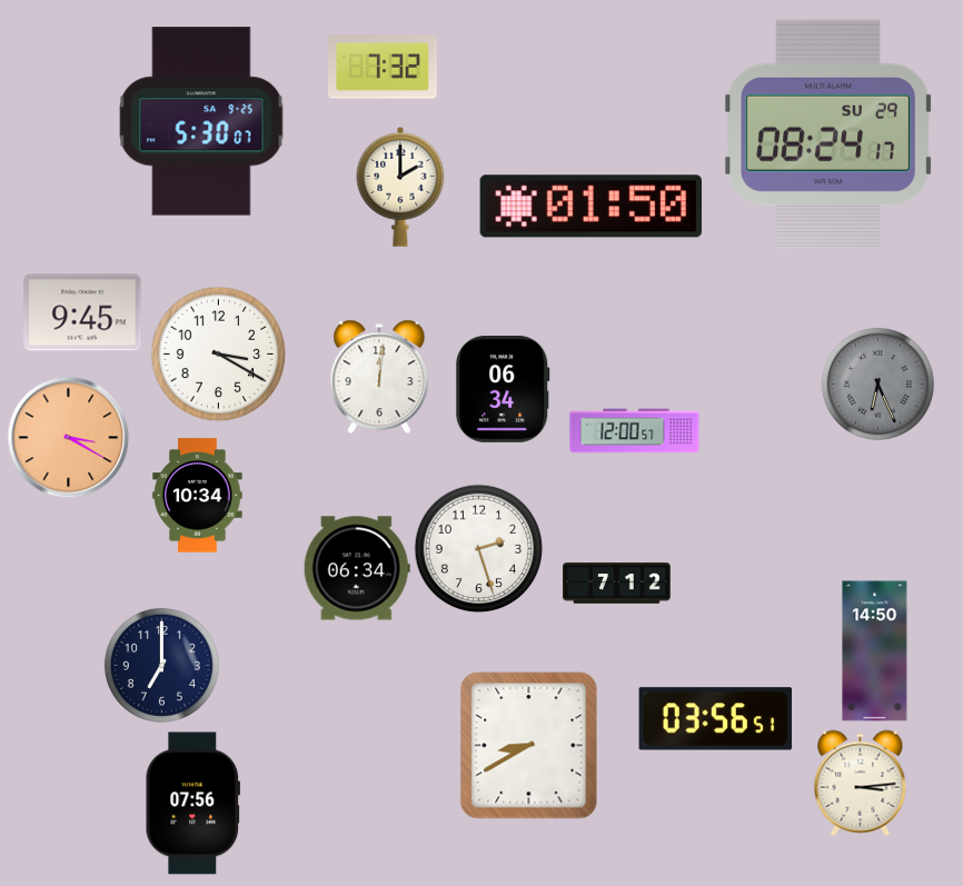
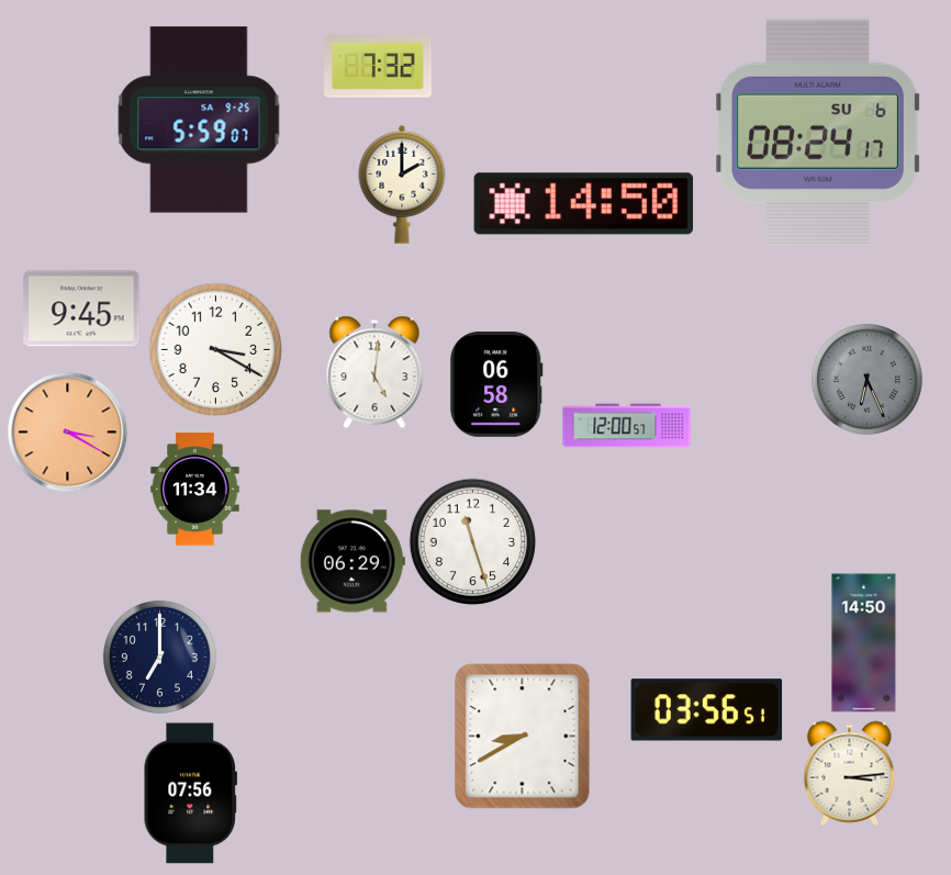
clock at (201, 121): 5:30 -> 5:59
clock at (828, 135) date: SU 29 -> SU 6
clock at (400, 187) position: (400, 187) -> (402, 184)
clock at (590, 207): 01:50 -> 14:50
clock at (379, 377): 12:01 -> 5:01
clock at (503, 389): 06:34 -> 06:58
clock at (198, 496): 10:34 -> 11:34
clock at (478, 548): 2:27 -> 11:27
clock at (357, 568): 06:34 -> 06:29
clock at (617, 584): 7:12 -> none
